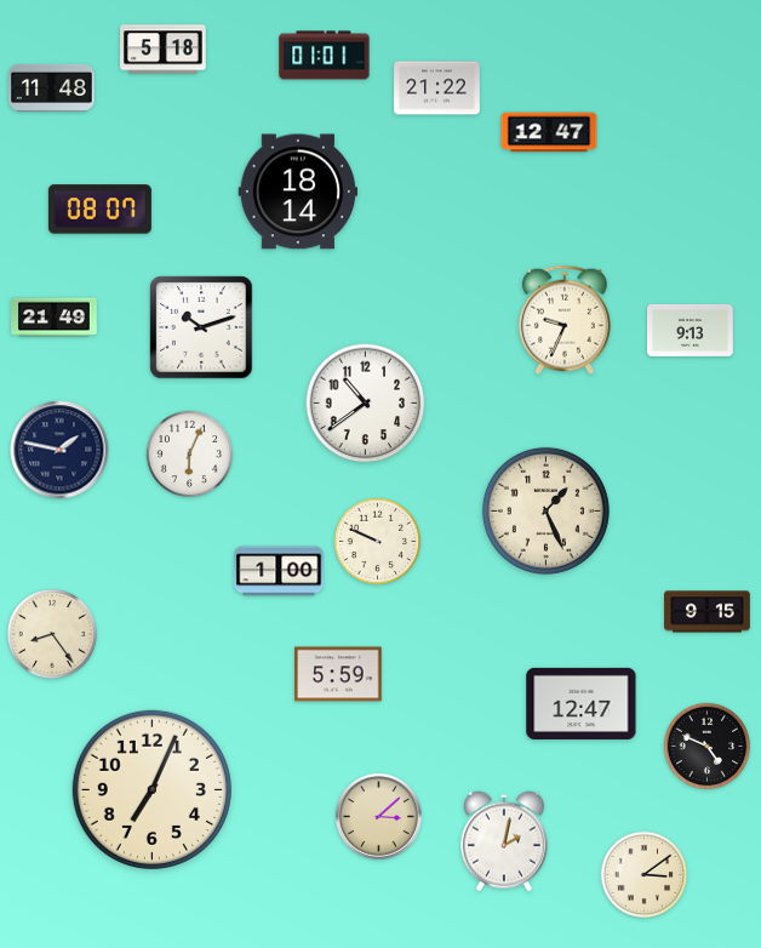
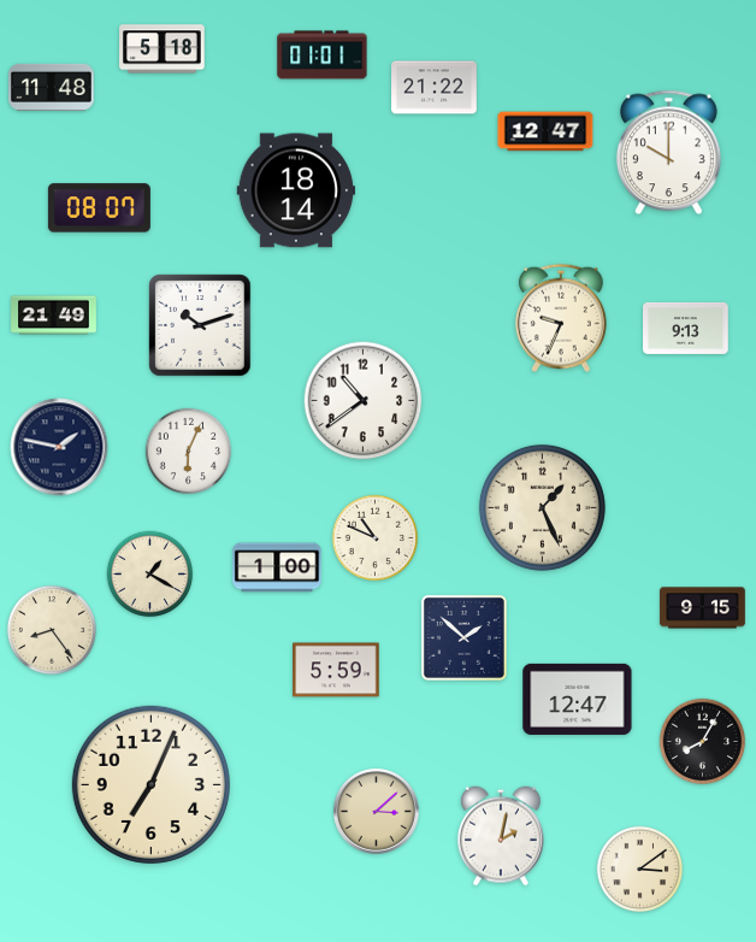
clock at (668, 153): none -> 10:00
clock at (378, 542): 9:49 -> 10:49
clock at (150, 575): none -> 1:20
clock at (463, 637): none -> 1:52
clock at (708, 747): 4:49 -> 8:05
